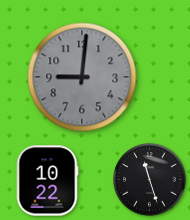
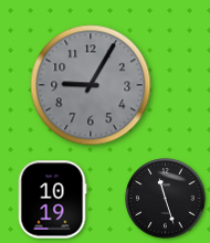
clock at (82, 77): 9:01 -> 9:05
clock at (47, 181): 10:22 -> 10:19
